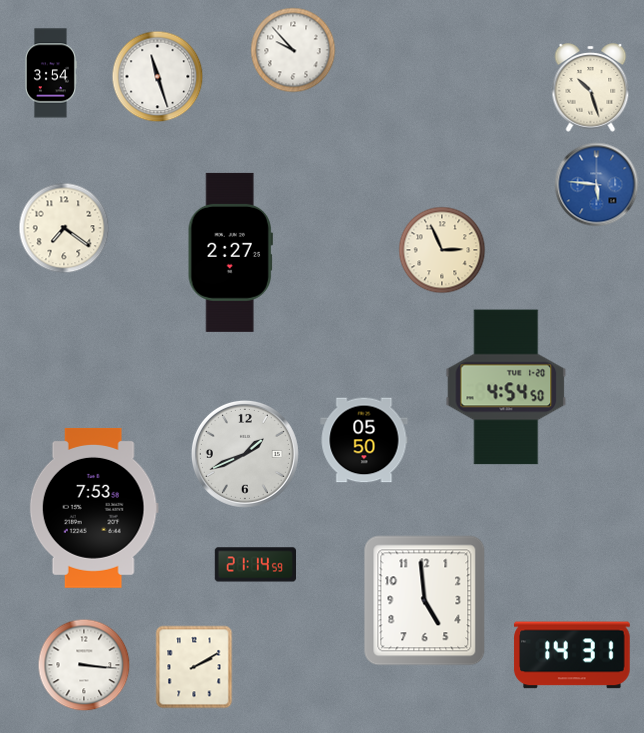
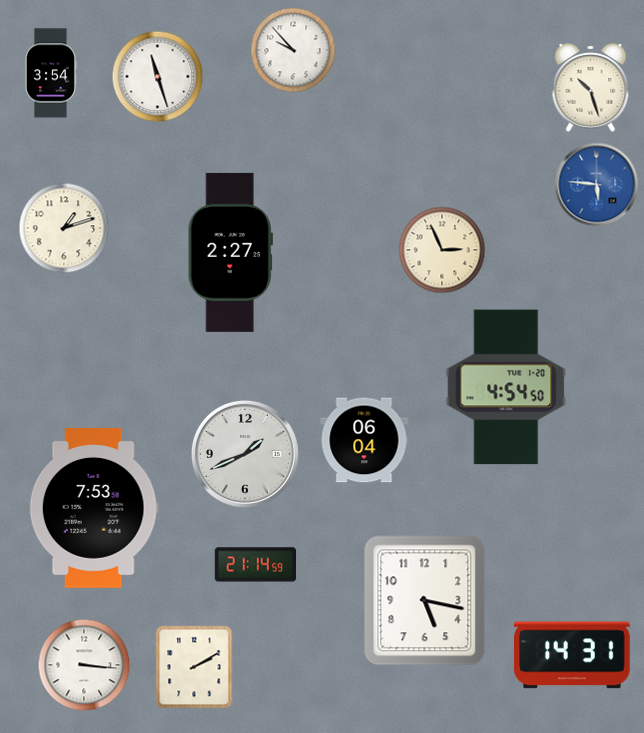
clock at (64, 228): 7:21 -> 1:12
clock at (364, 440): 05:50 -> 06:04
clock at (425, 601): 4:59 -> 5:17
